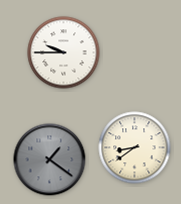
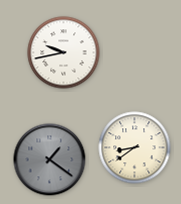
clock at (64, 53): 9:45 -> 9:43
